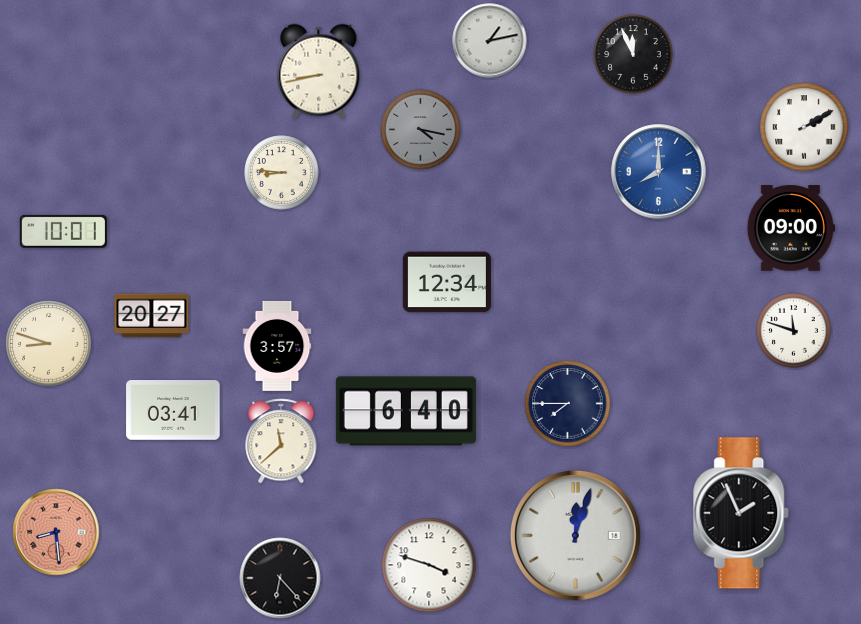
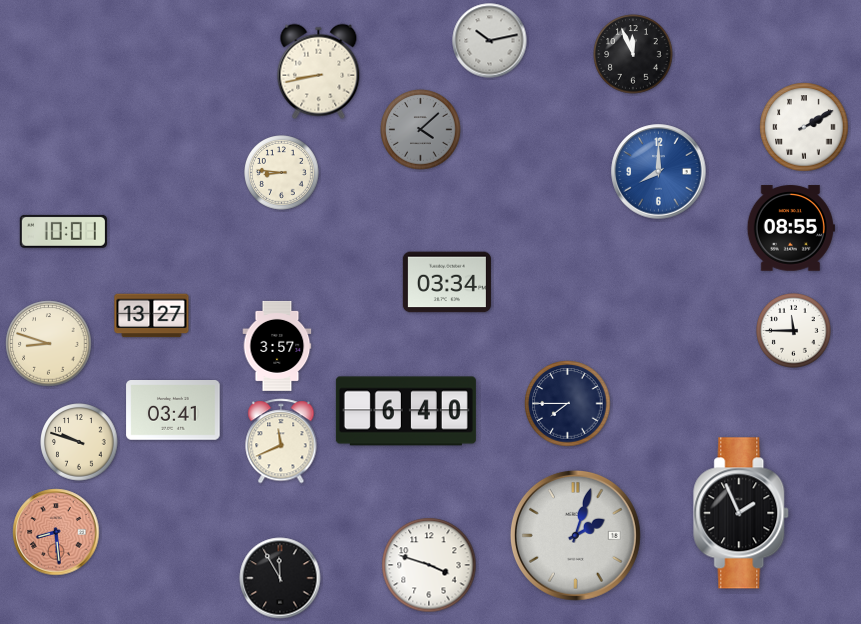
clock at (490, 41): 1:13 -> 10:13
clock at (421, 130): 4:17 -> 4:08
clock at (791, 228): 09:00 -> 08:55
clock at (447, 282): 12:34 -> 03:34
clock at (152, 316): 20:27 -> 13:27
clock at (794, 331): 11:48 -> 11:45
clock at (281, 441): 11:38 -> 11:41
clock at (79, 442): none -> 9:48
clock at (575, 535): 12:03 -> 2:03
clock at (280, 578): 6:23 -> 11:55
